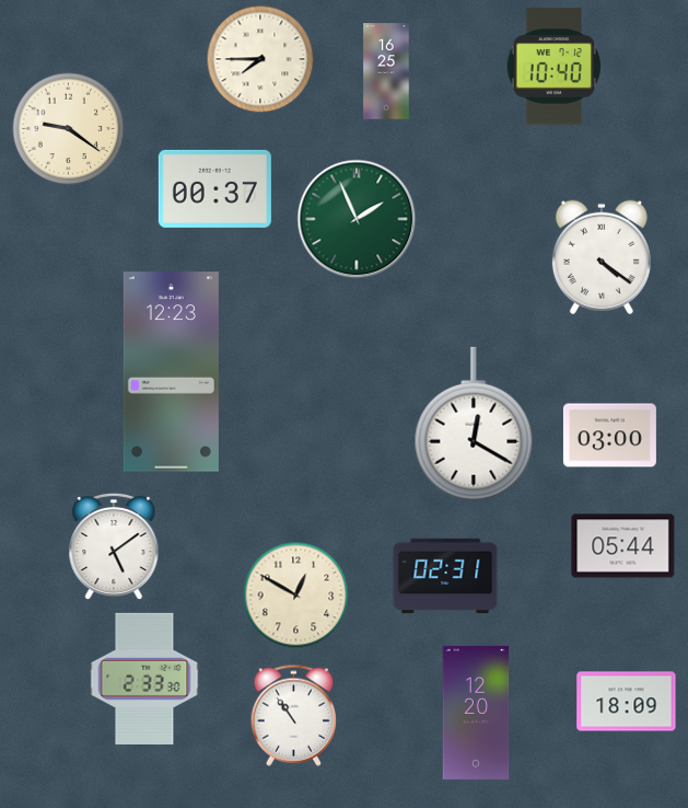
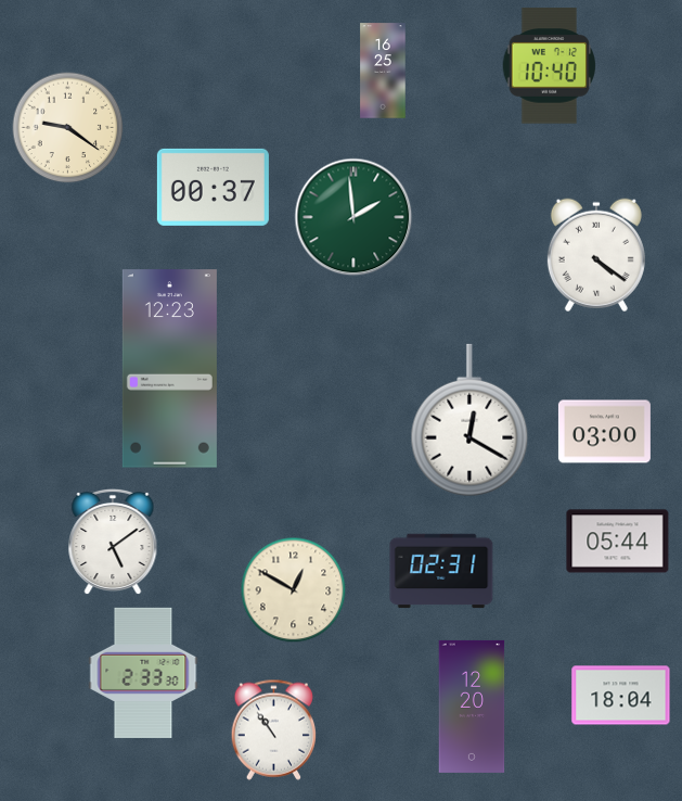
clock at (260, 59): 7:45 -> none
clock at (357, 219): 1:56 -> 1:59
clock at (627, 702): 18:09 -> 18:04
clock at (294, 715) position: (294, 715) -> (274, 729)
